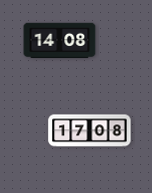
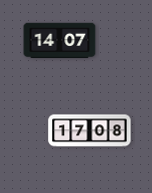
clock at (60, 40): 14:08 -> 14:07
